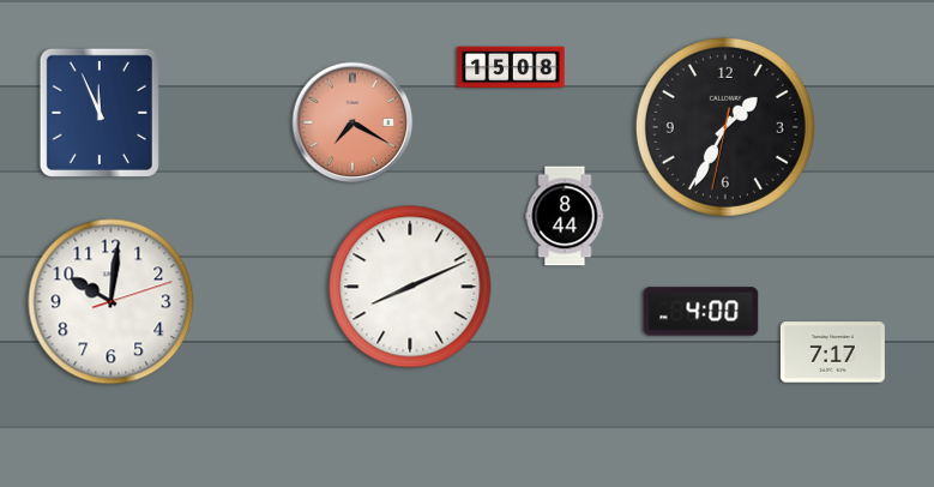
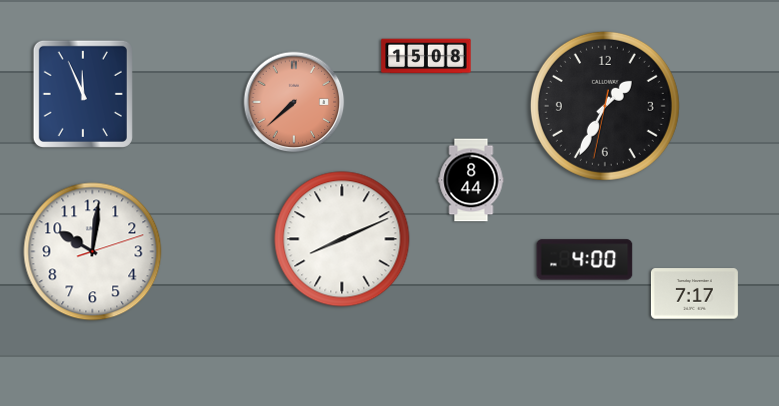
clock at (352, 122): 7:20 -> 7:38
